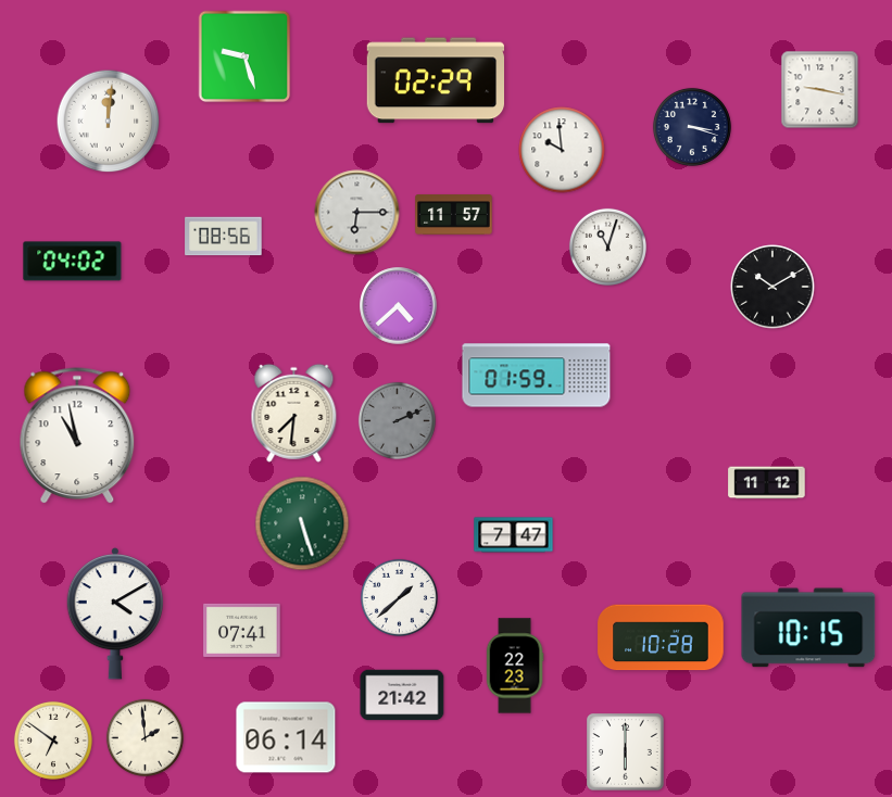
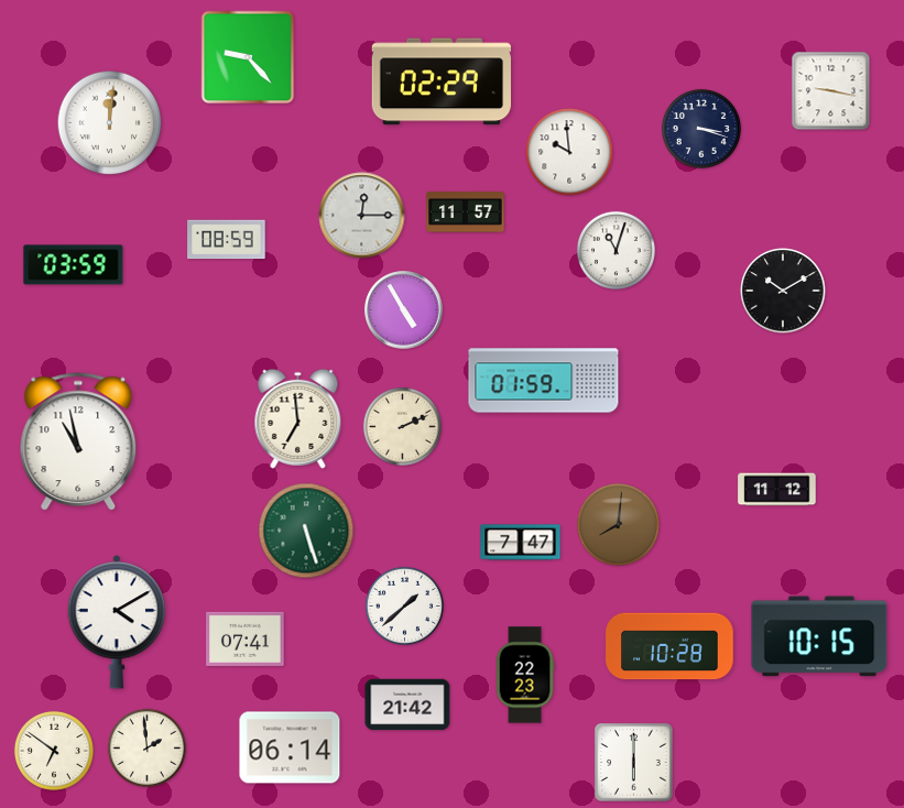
clock at (244, 56): 9:27 -> 9:23
clock at (357, 213): 6:15 -> 12:15
clock at (454, 215) position: (454, 215) -> (466, 212)
clock at (224, 237): 08:56 -> 08:59
clock at (73, 262): 04:02 -> 03:59
clock at (399, 306): 4:38 -> 4:55
clock at (294, 413): 7:31 -> 6:59
clock at (397, 420) dial: grey -> cream
clock at (619, 525): none -> 8:01
clock at (515, 666) position: (515, 666) -> (525, 675)
